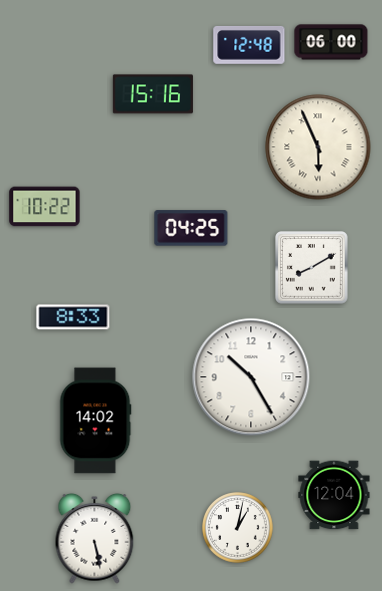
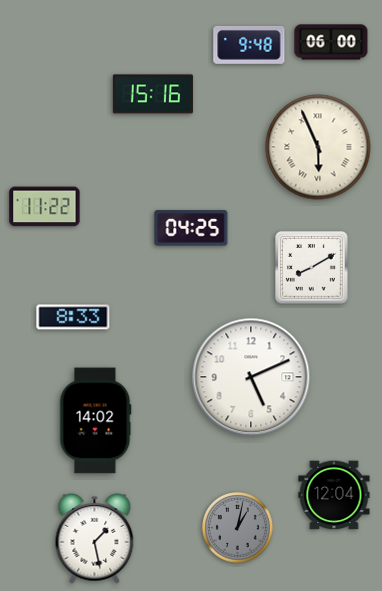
clock at (249, 45): 12:48 -> 9:48
clock at (45, 207): 10:22 -> 11:22
clock at (251, 377): 10:25 -> 5:11
clock at (238, 528) dial: white -> grey
clock at (95, 538): 5:28 -> 1:28
